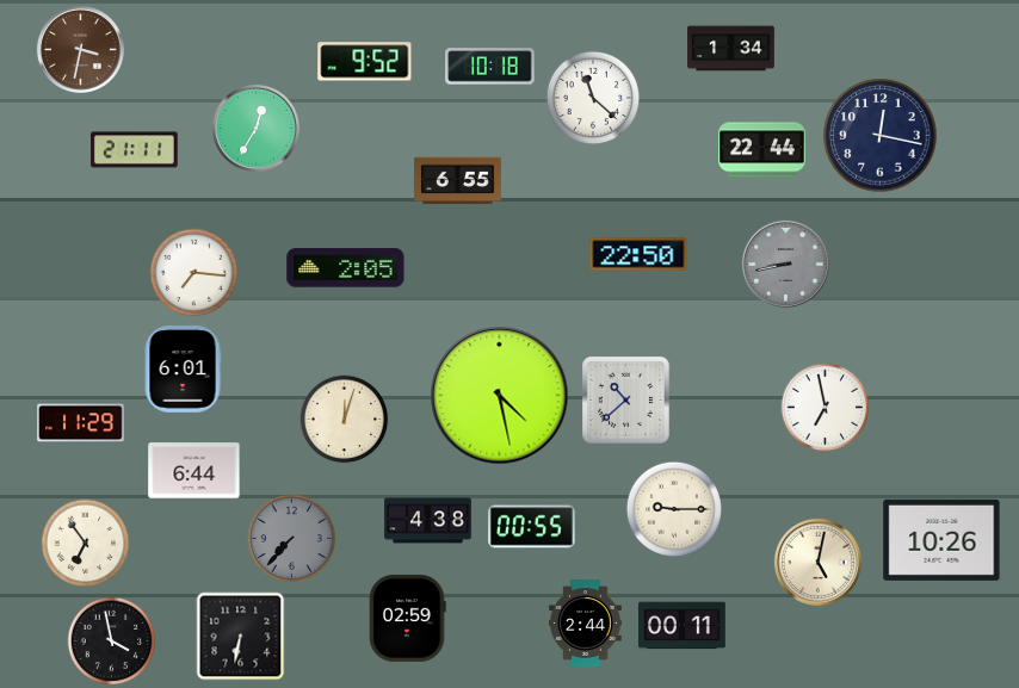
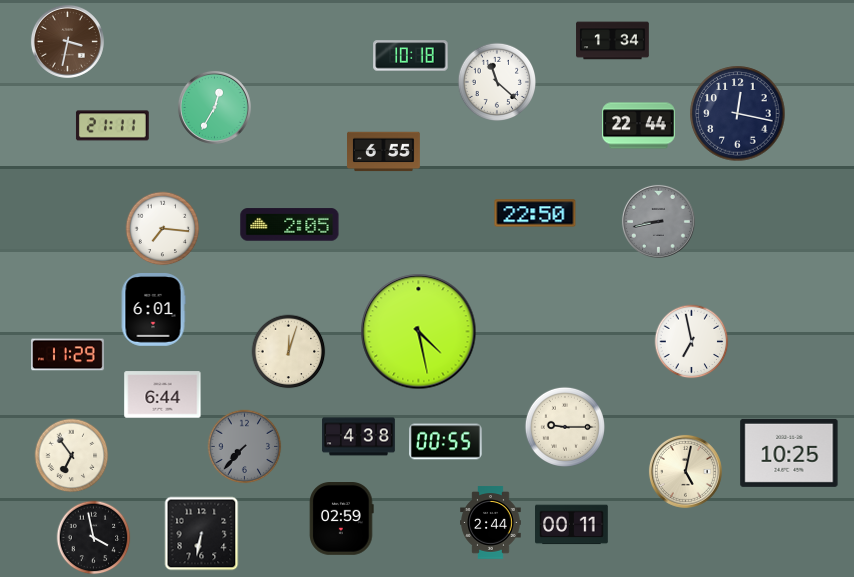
clock at (365, 62): 9:52 -> none
clock at (626, 401): 10:38 -> none
clock at (292, 539) position: (292, 539) -> (245, 447)
clock at (941, 540): 10:26 -> 10:25
